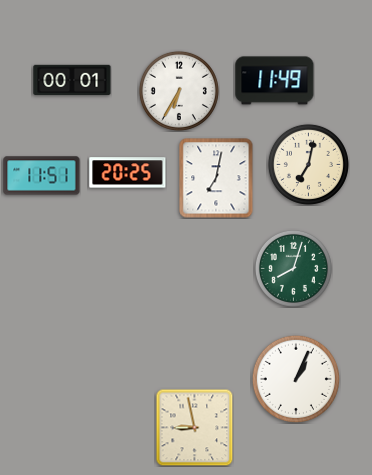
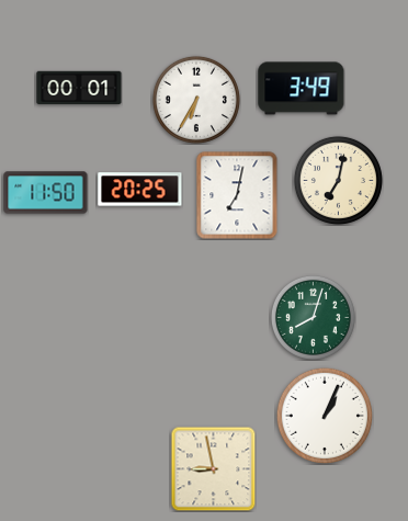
clock at (275, 81): 11:49 -> 3:49
clock at (42, 176): 11:51 -> 11:50
clock at (293, 268) position: (293, 268) -> (313, 317)
